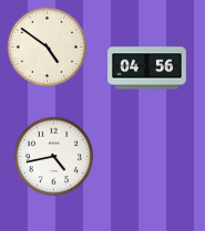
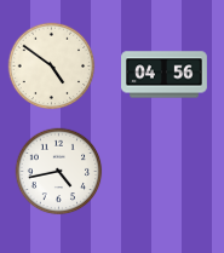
clock at (48, 48) position: (48, 48) -> (52, 67)
clock at (147, 69) position: (147, 69) -> (165, 75)
